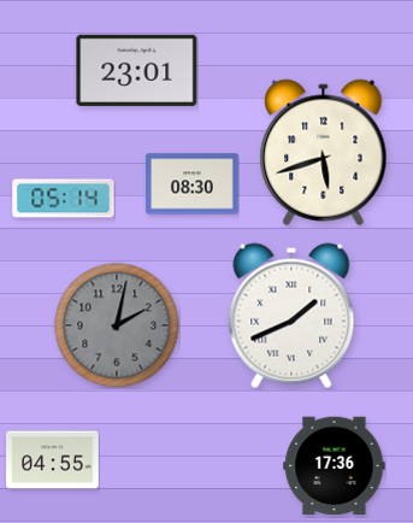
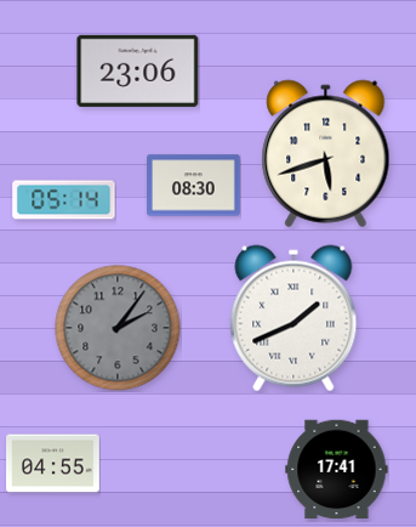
clock at (137, 70): 23:01 -> 23:06
clock at (117, 325): 2:02 -> 2:06
clock at (335, 466): 17:36 -> 17:41
